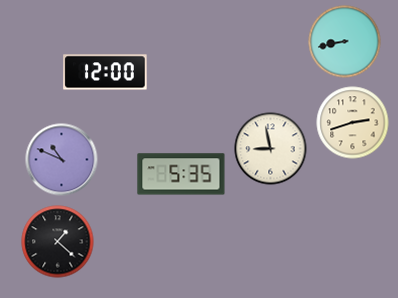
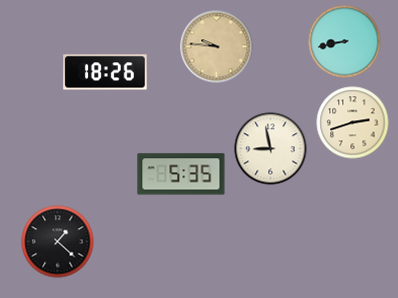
clock at (217, 47): none -> 9:46
clock at (105, 72): 12:00 -> 18:26
clock at (62, 160): 10:49 -> none
